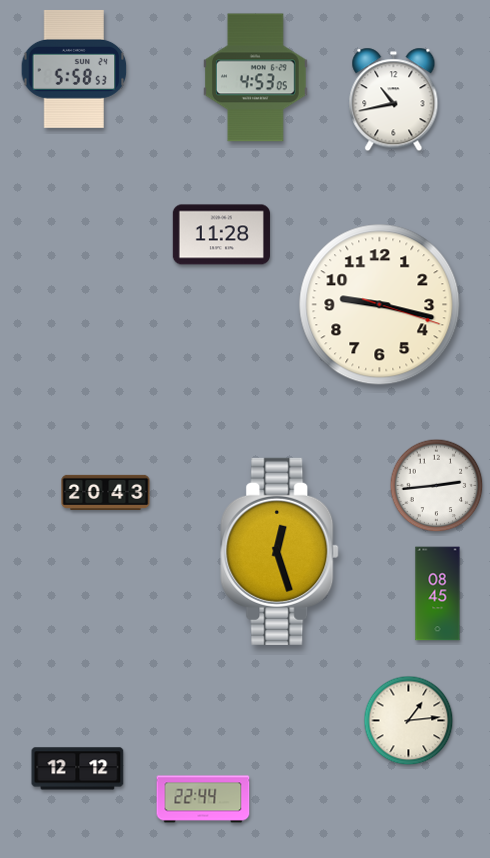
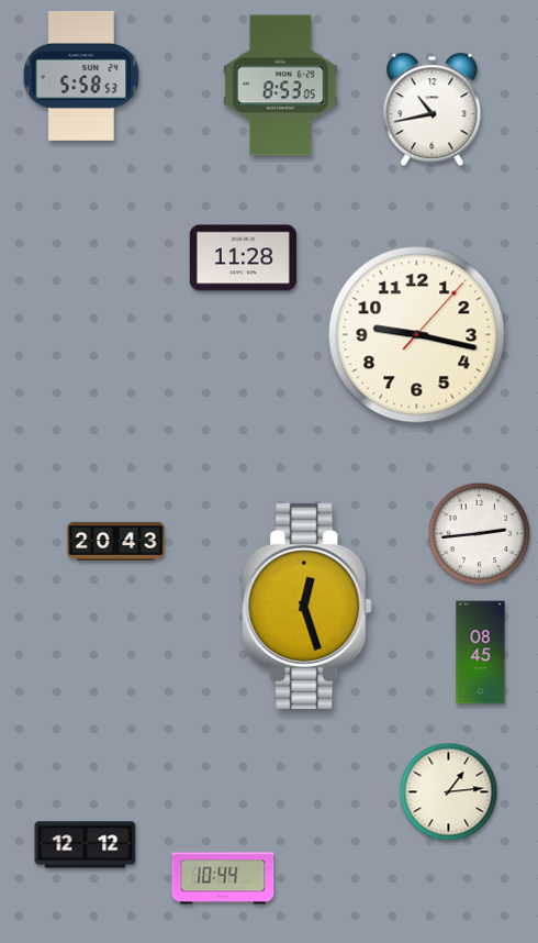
clock at (256, 78): 4:53 -> 8:53
clock at (380, 305): 9:17:18 -> 9:17:07
clock at (203, 799): 22:44 -> 10:44
